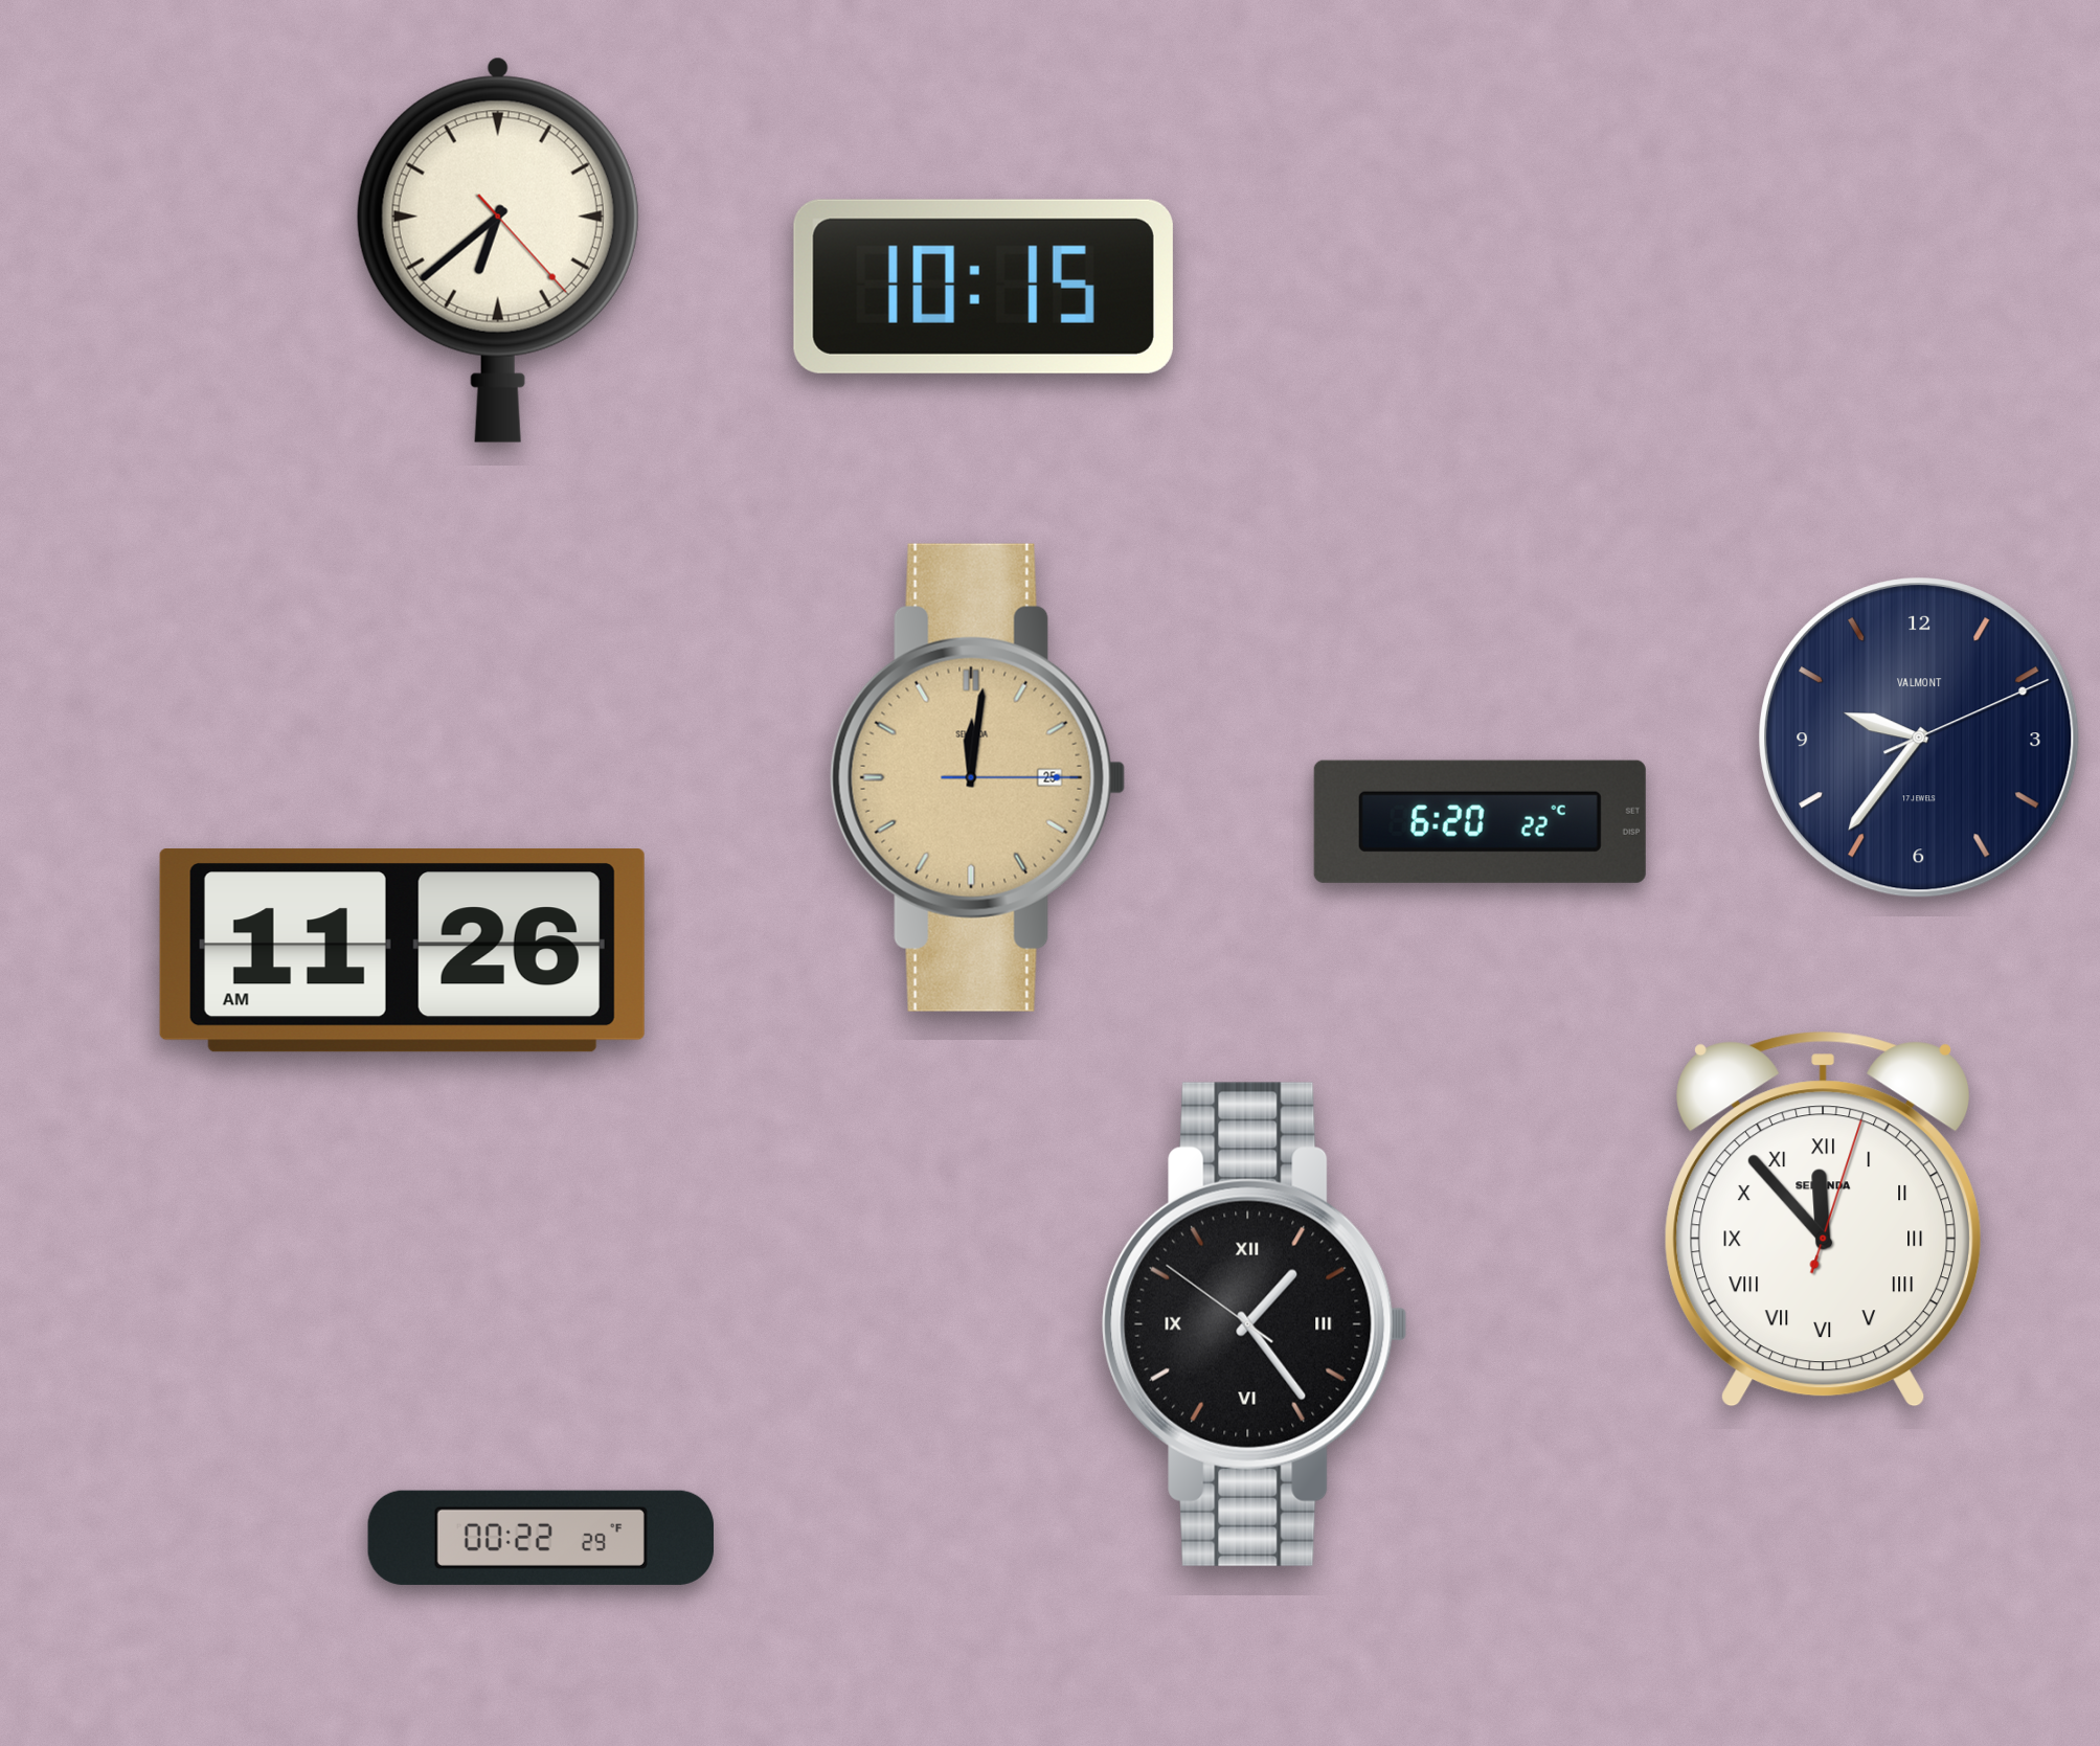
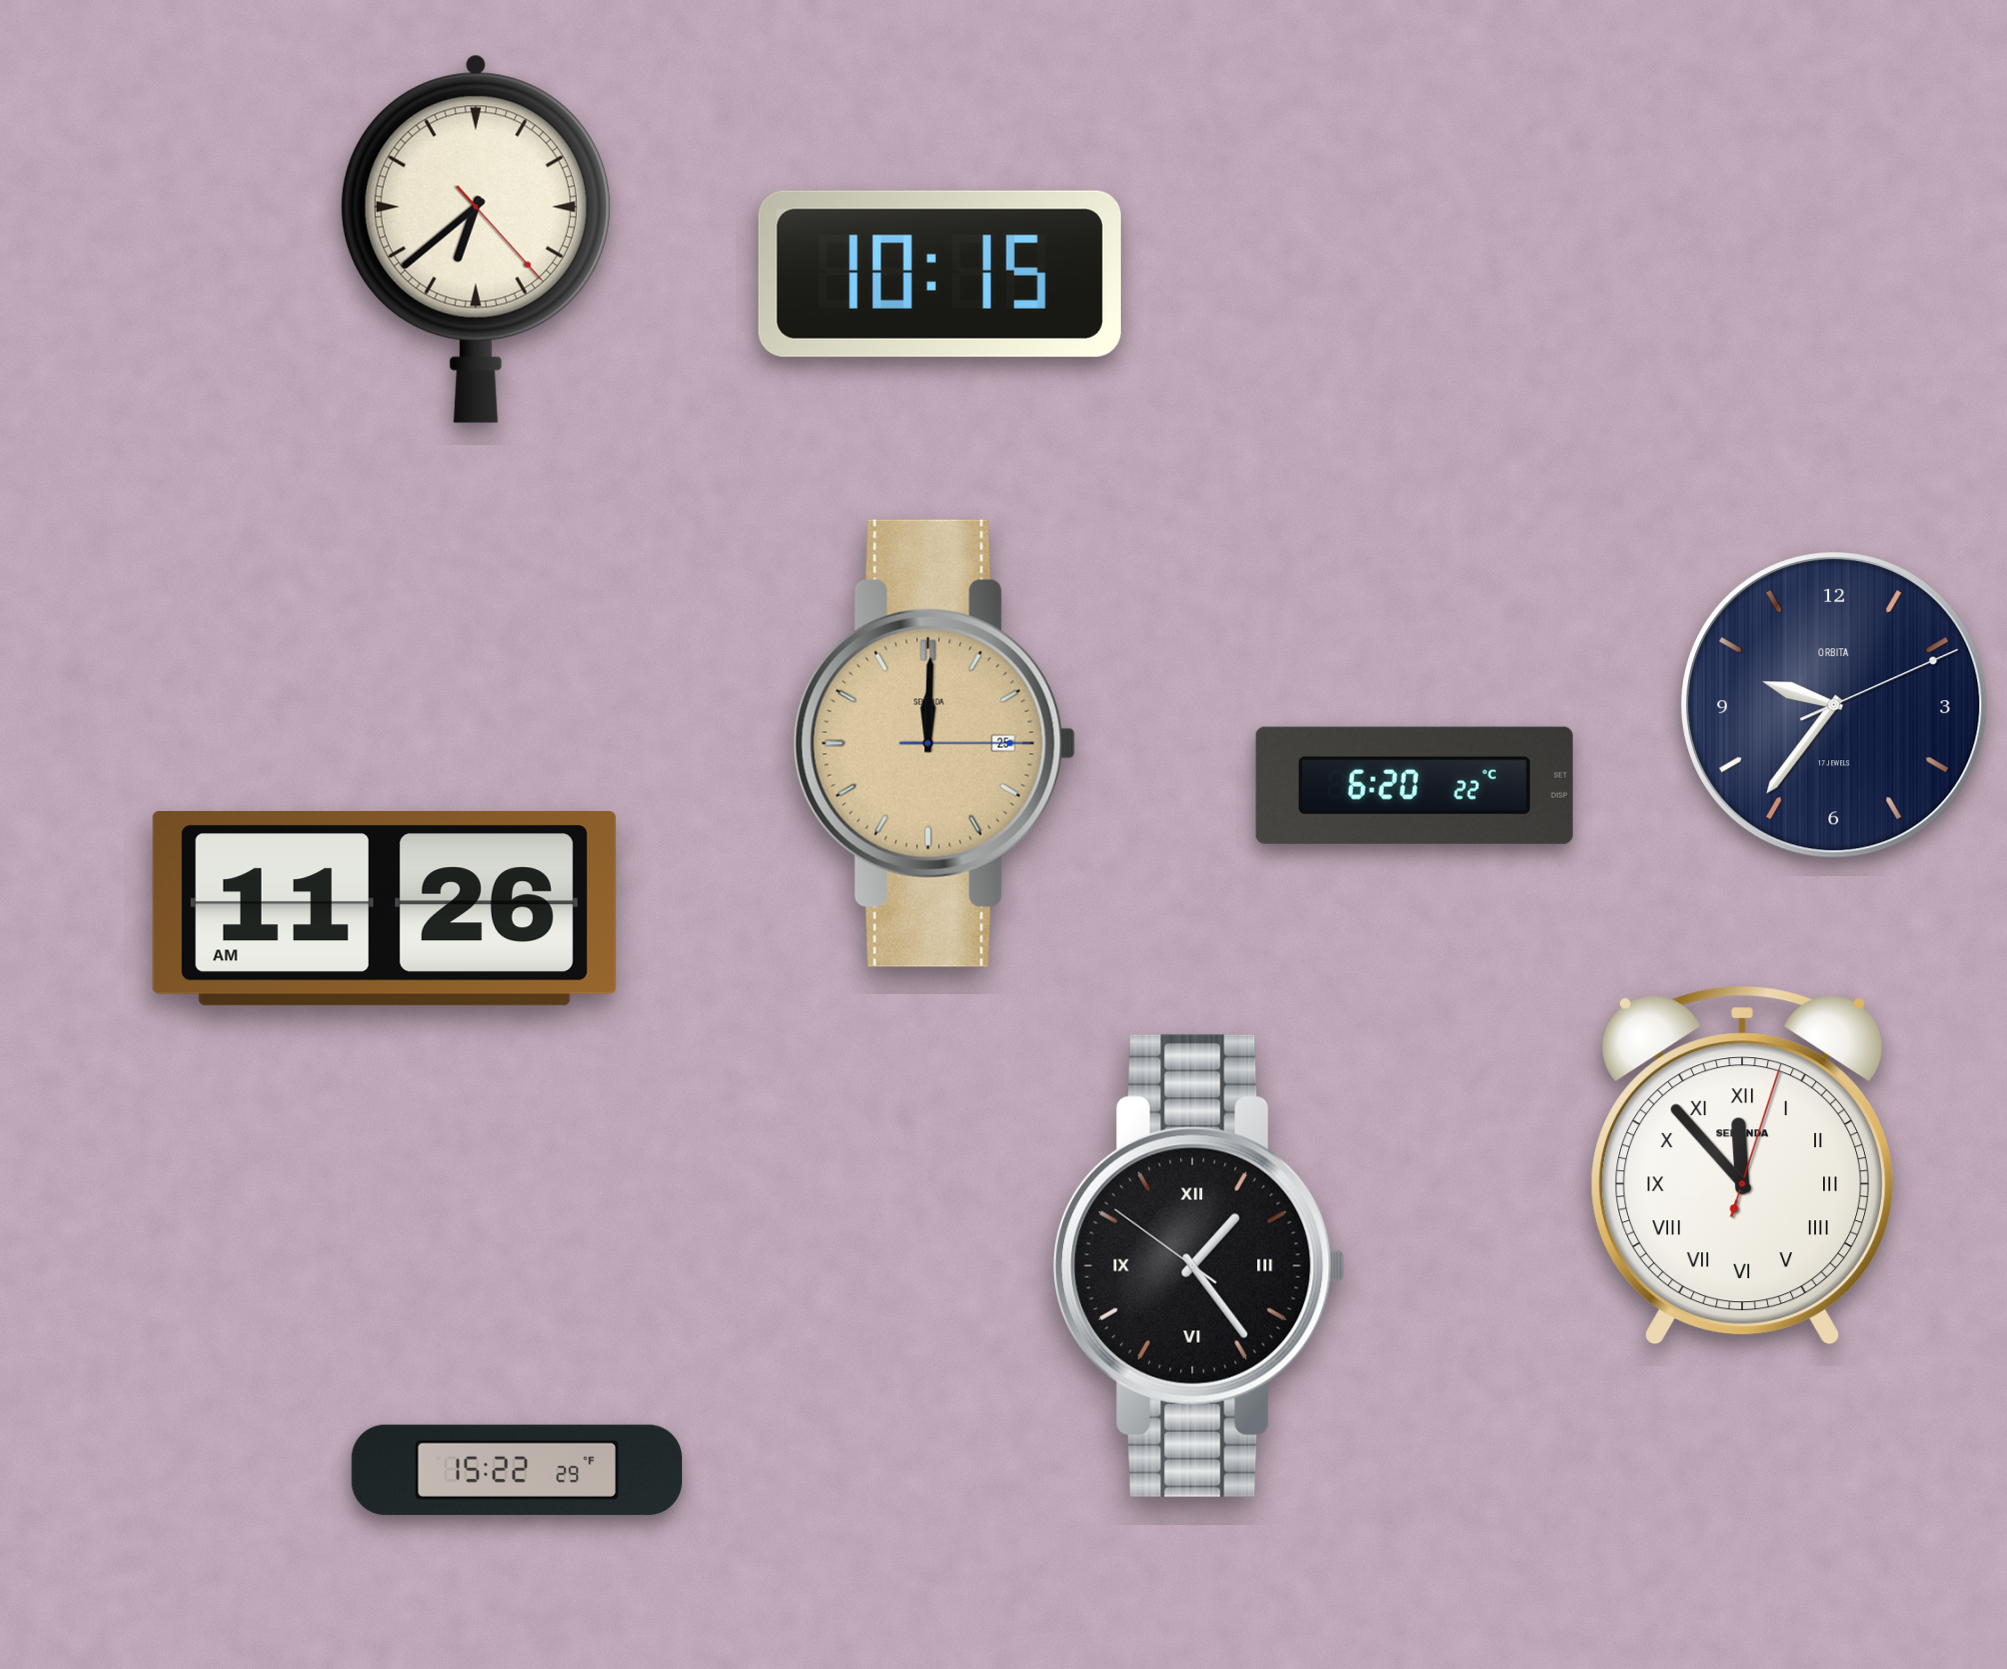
clock at (1919, 738) brand: VALMONT -> ORBITA
clock at (978, 777): 12:01 -> 12:00
clock at (541, 1538): 00:22 -> 15:22
